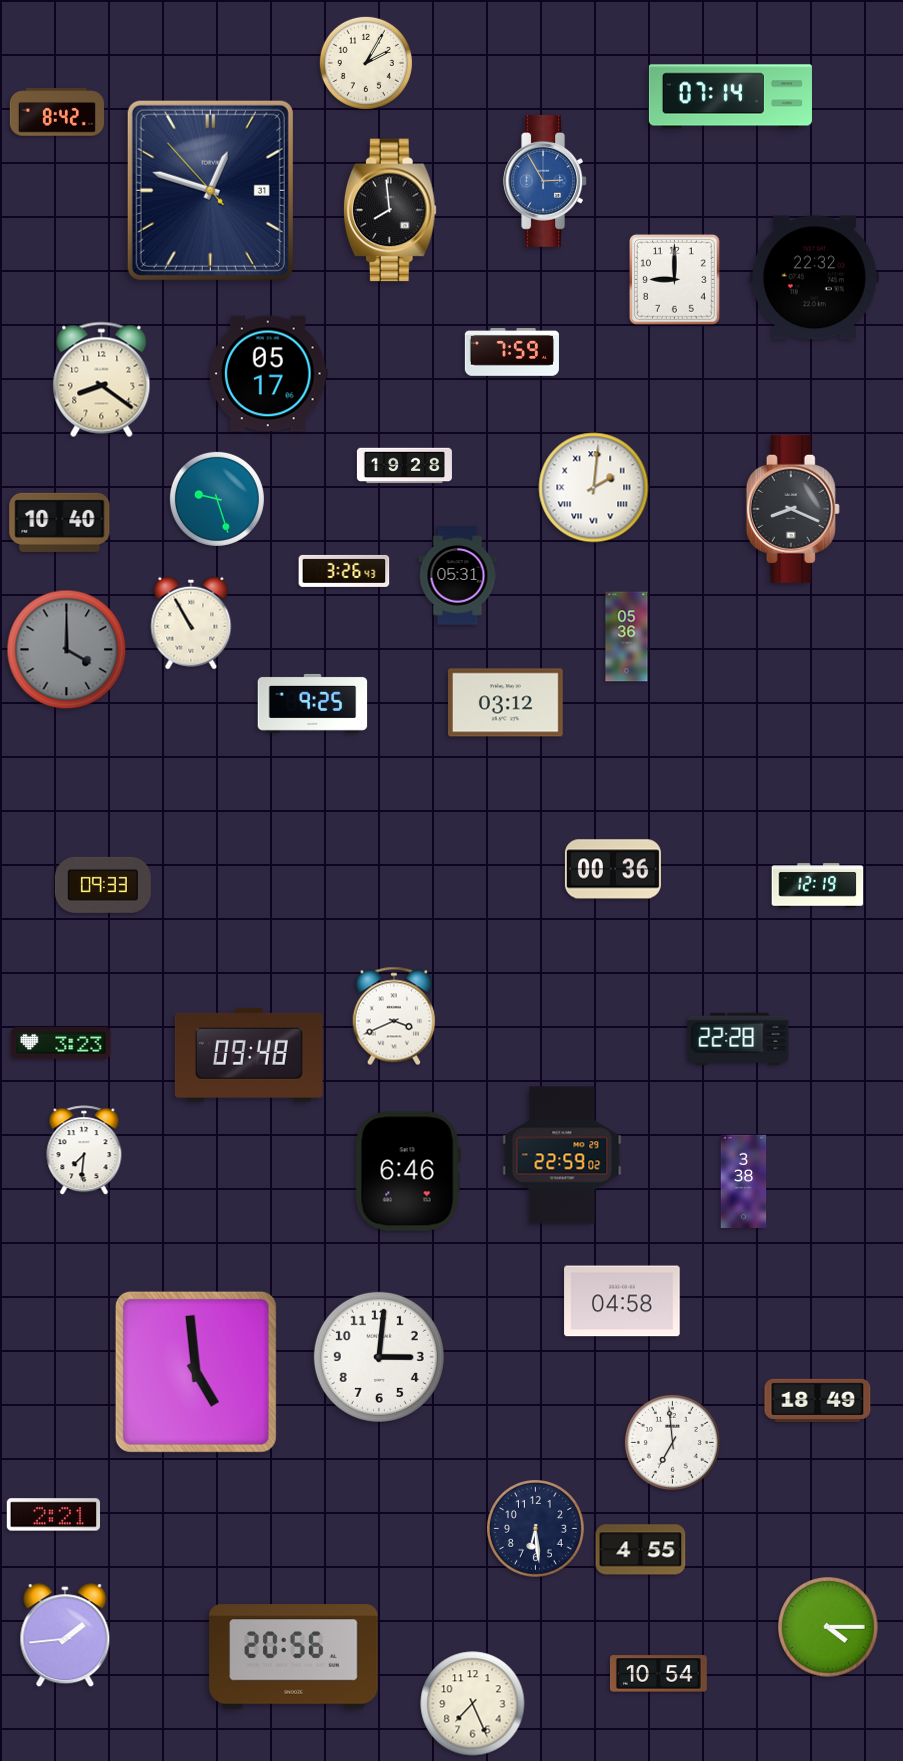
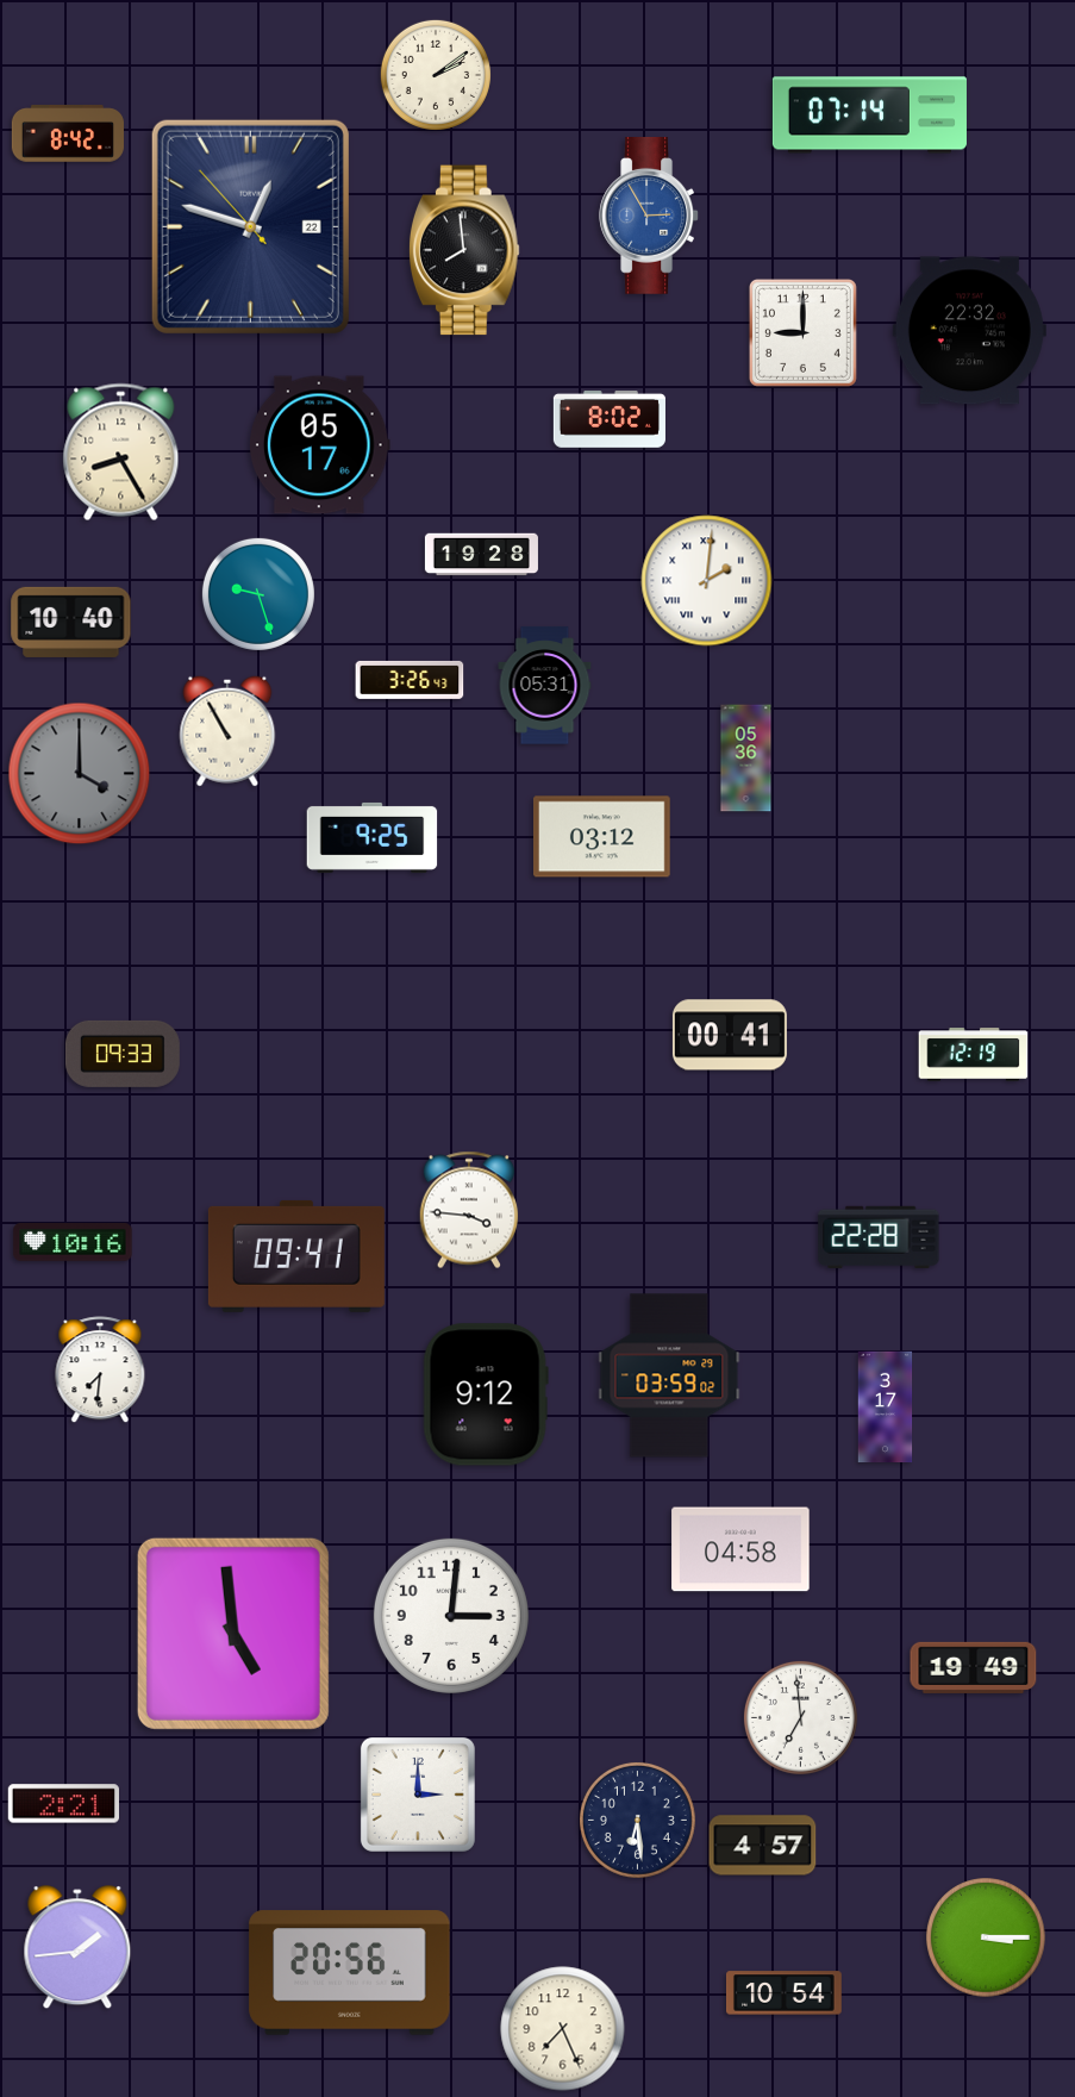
clock at (366, 63): 2:05 -> 2:09
clock at (210, 190) date: 31 -> 22
clock at (512, 353): 7:59 -> 8:02
clock at (102, 380): 8:21 -> 8:25
clock at (793, 509): 8:19 -> none
clock at (191, 623) position: (191, 623) -> (227, 731)
clock at (613, 869): 00:36 -> 00:41
clock at (394, 1016): 3:41 -> 3:46
clock at (61, 1044): 3:23 -> 10:16
clock at (249, 1055): 09:48 -> 09:41
clock at (562, 1155): 22:59 -> 03:59
clock at (408, 1171): 6:46 -> 9:12
clock at (744, 1182): 3:38 -> 3:17
clock at (818, 1400): 18:49 -> 19:49
clock at (418, 1795): none -> 3:00
clock at (641, 1550): 4:55 -> 4:57
clock at (828, 1627): 4:15 -> 3:15
